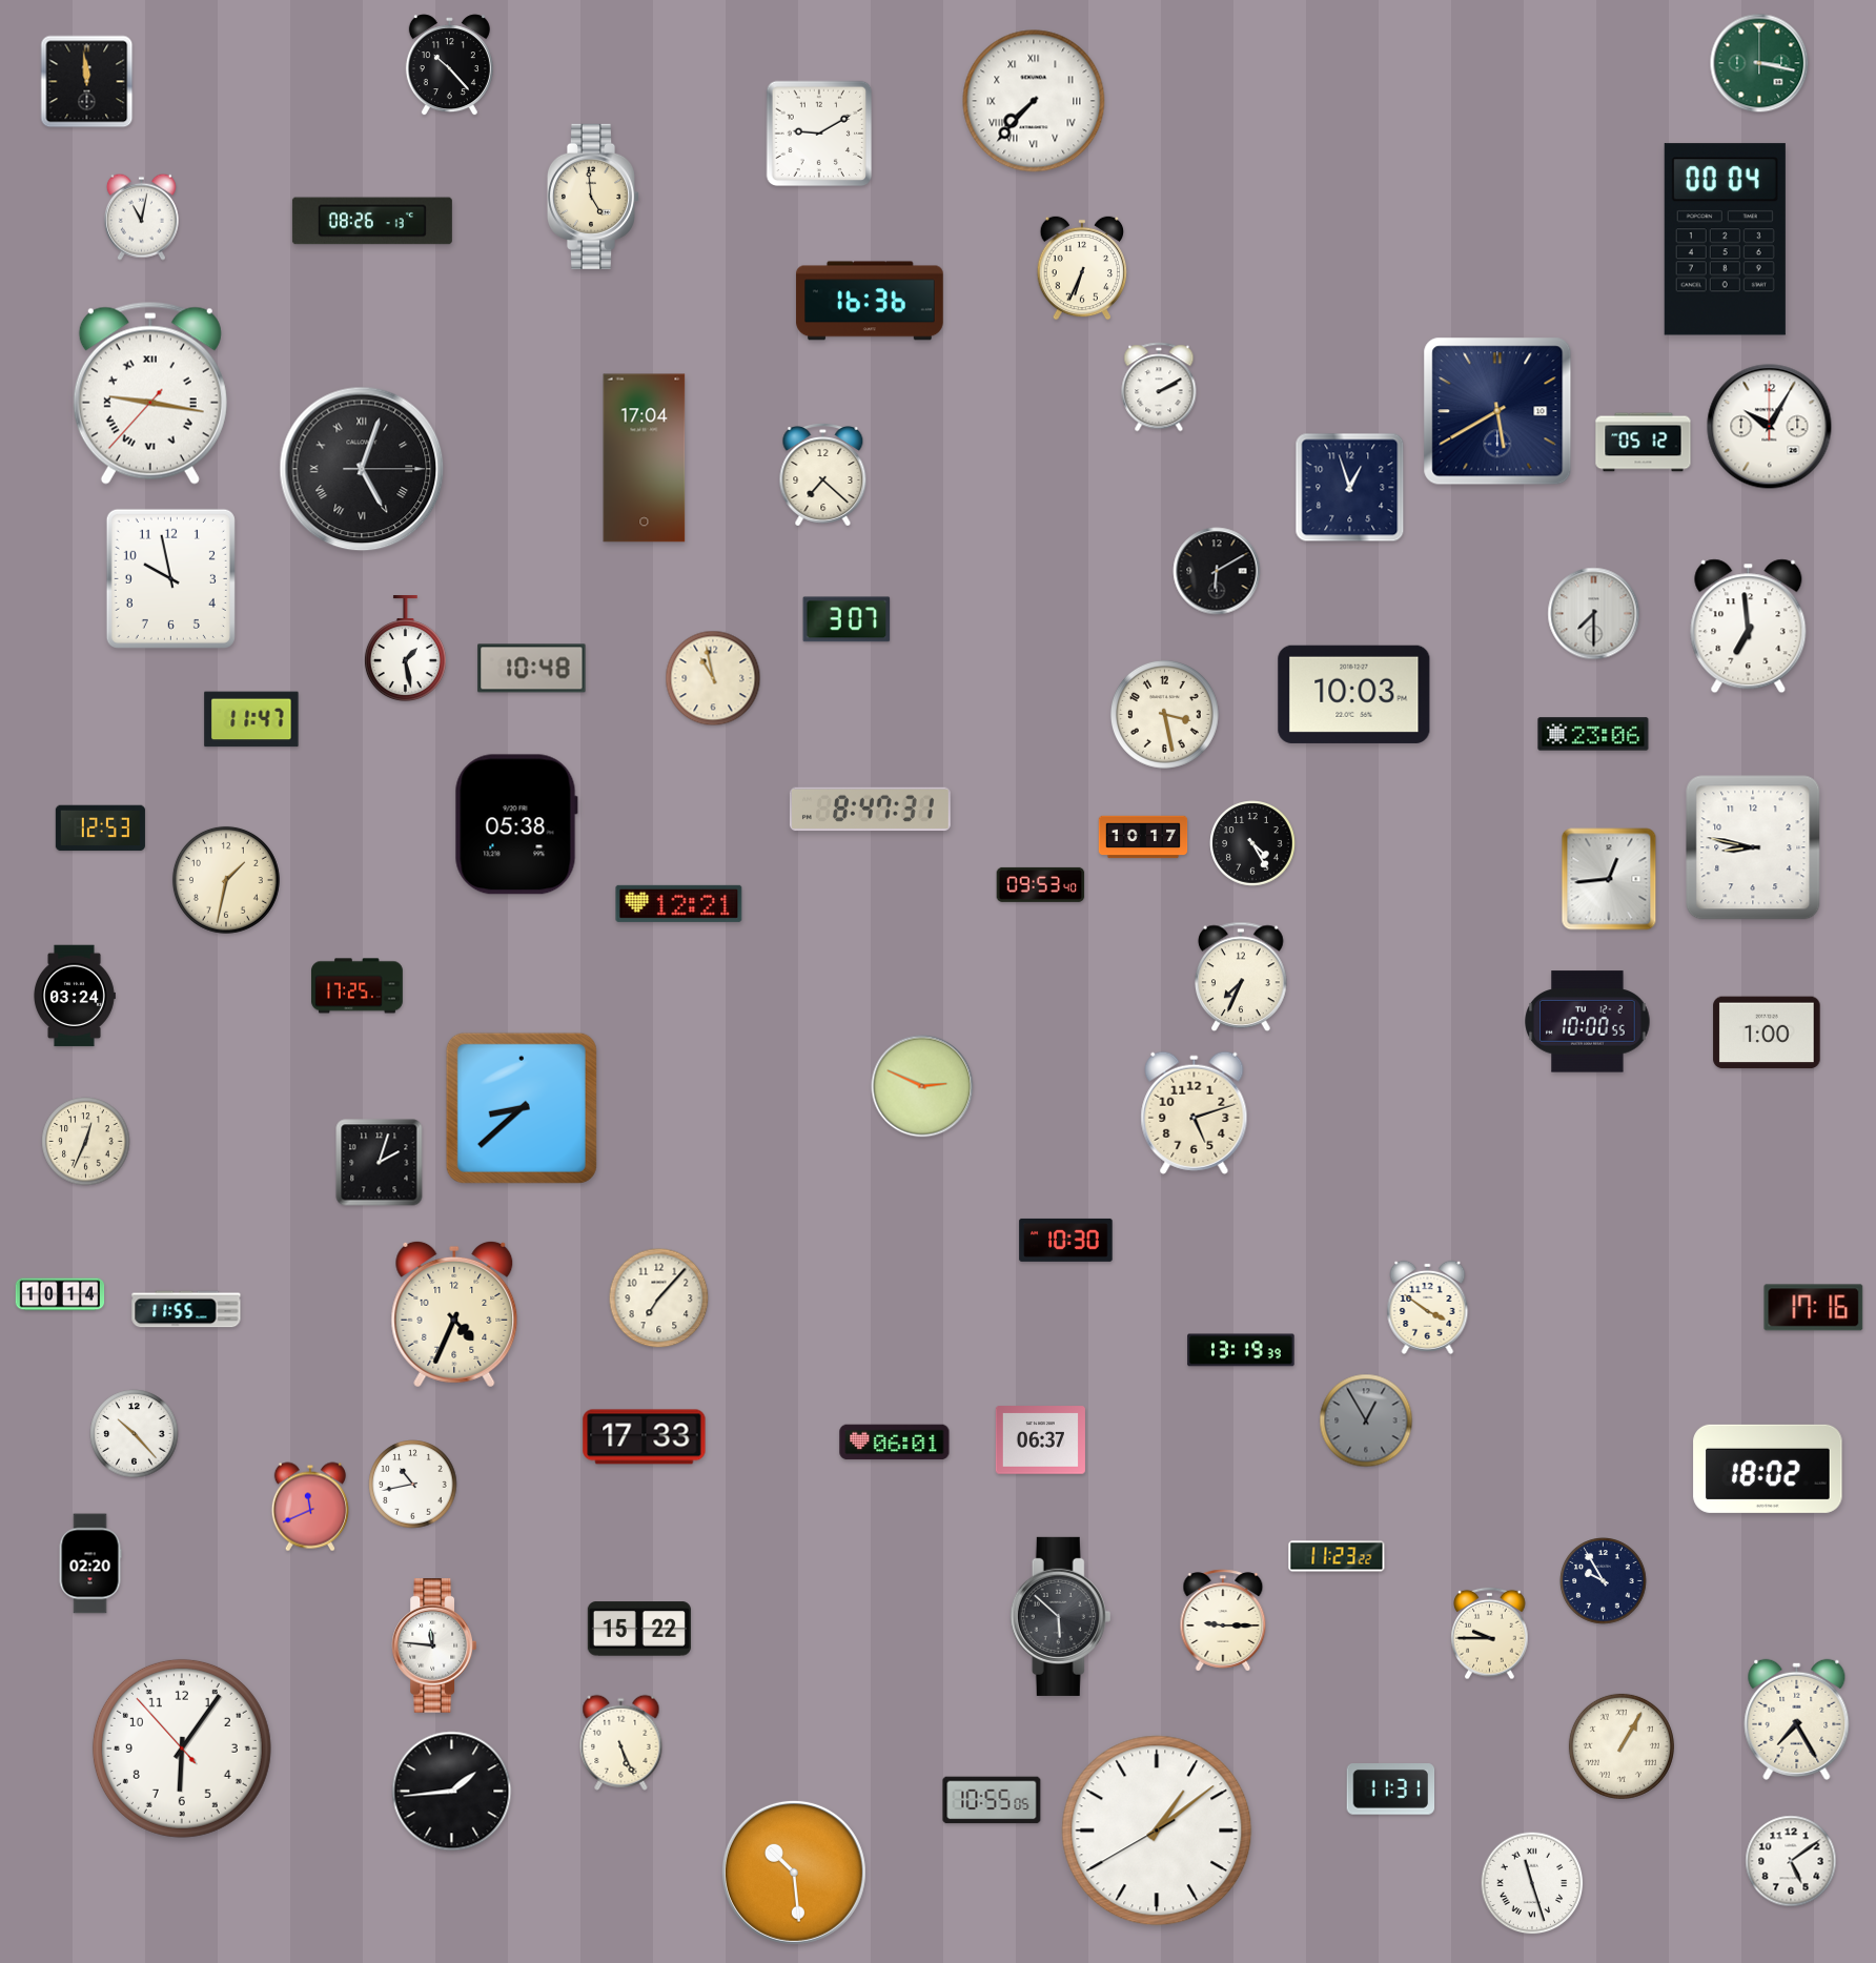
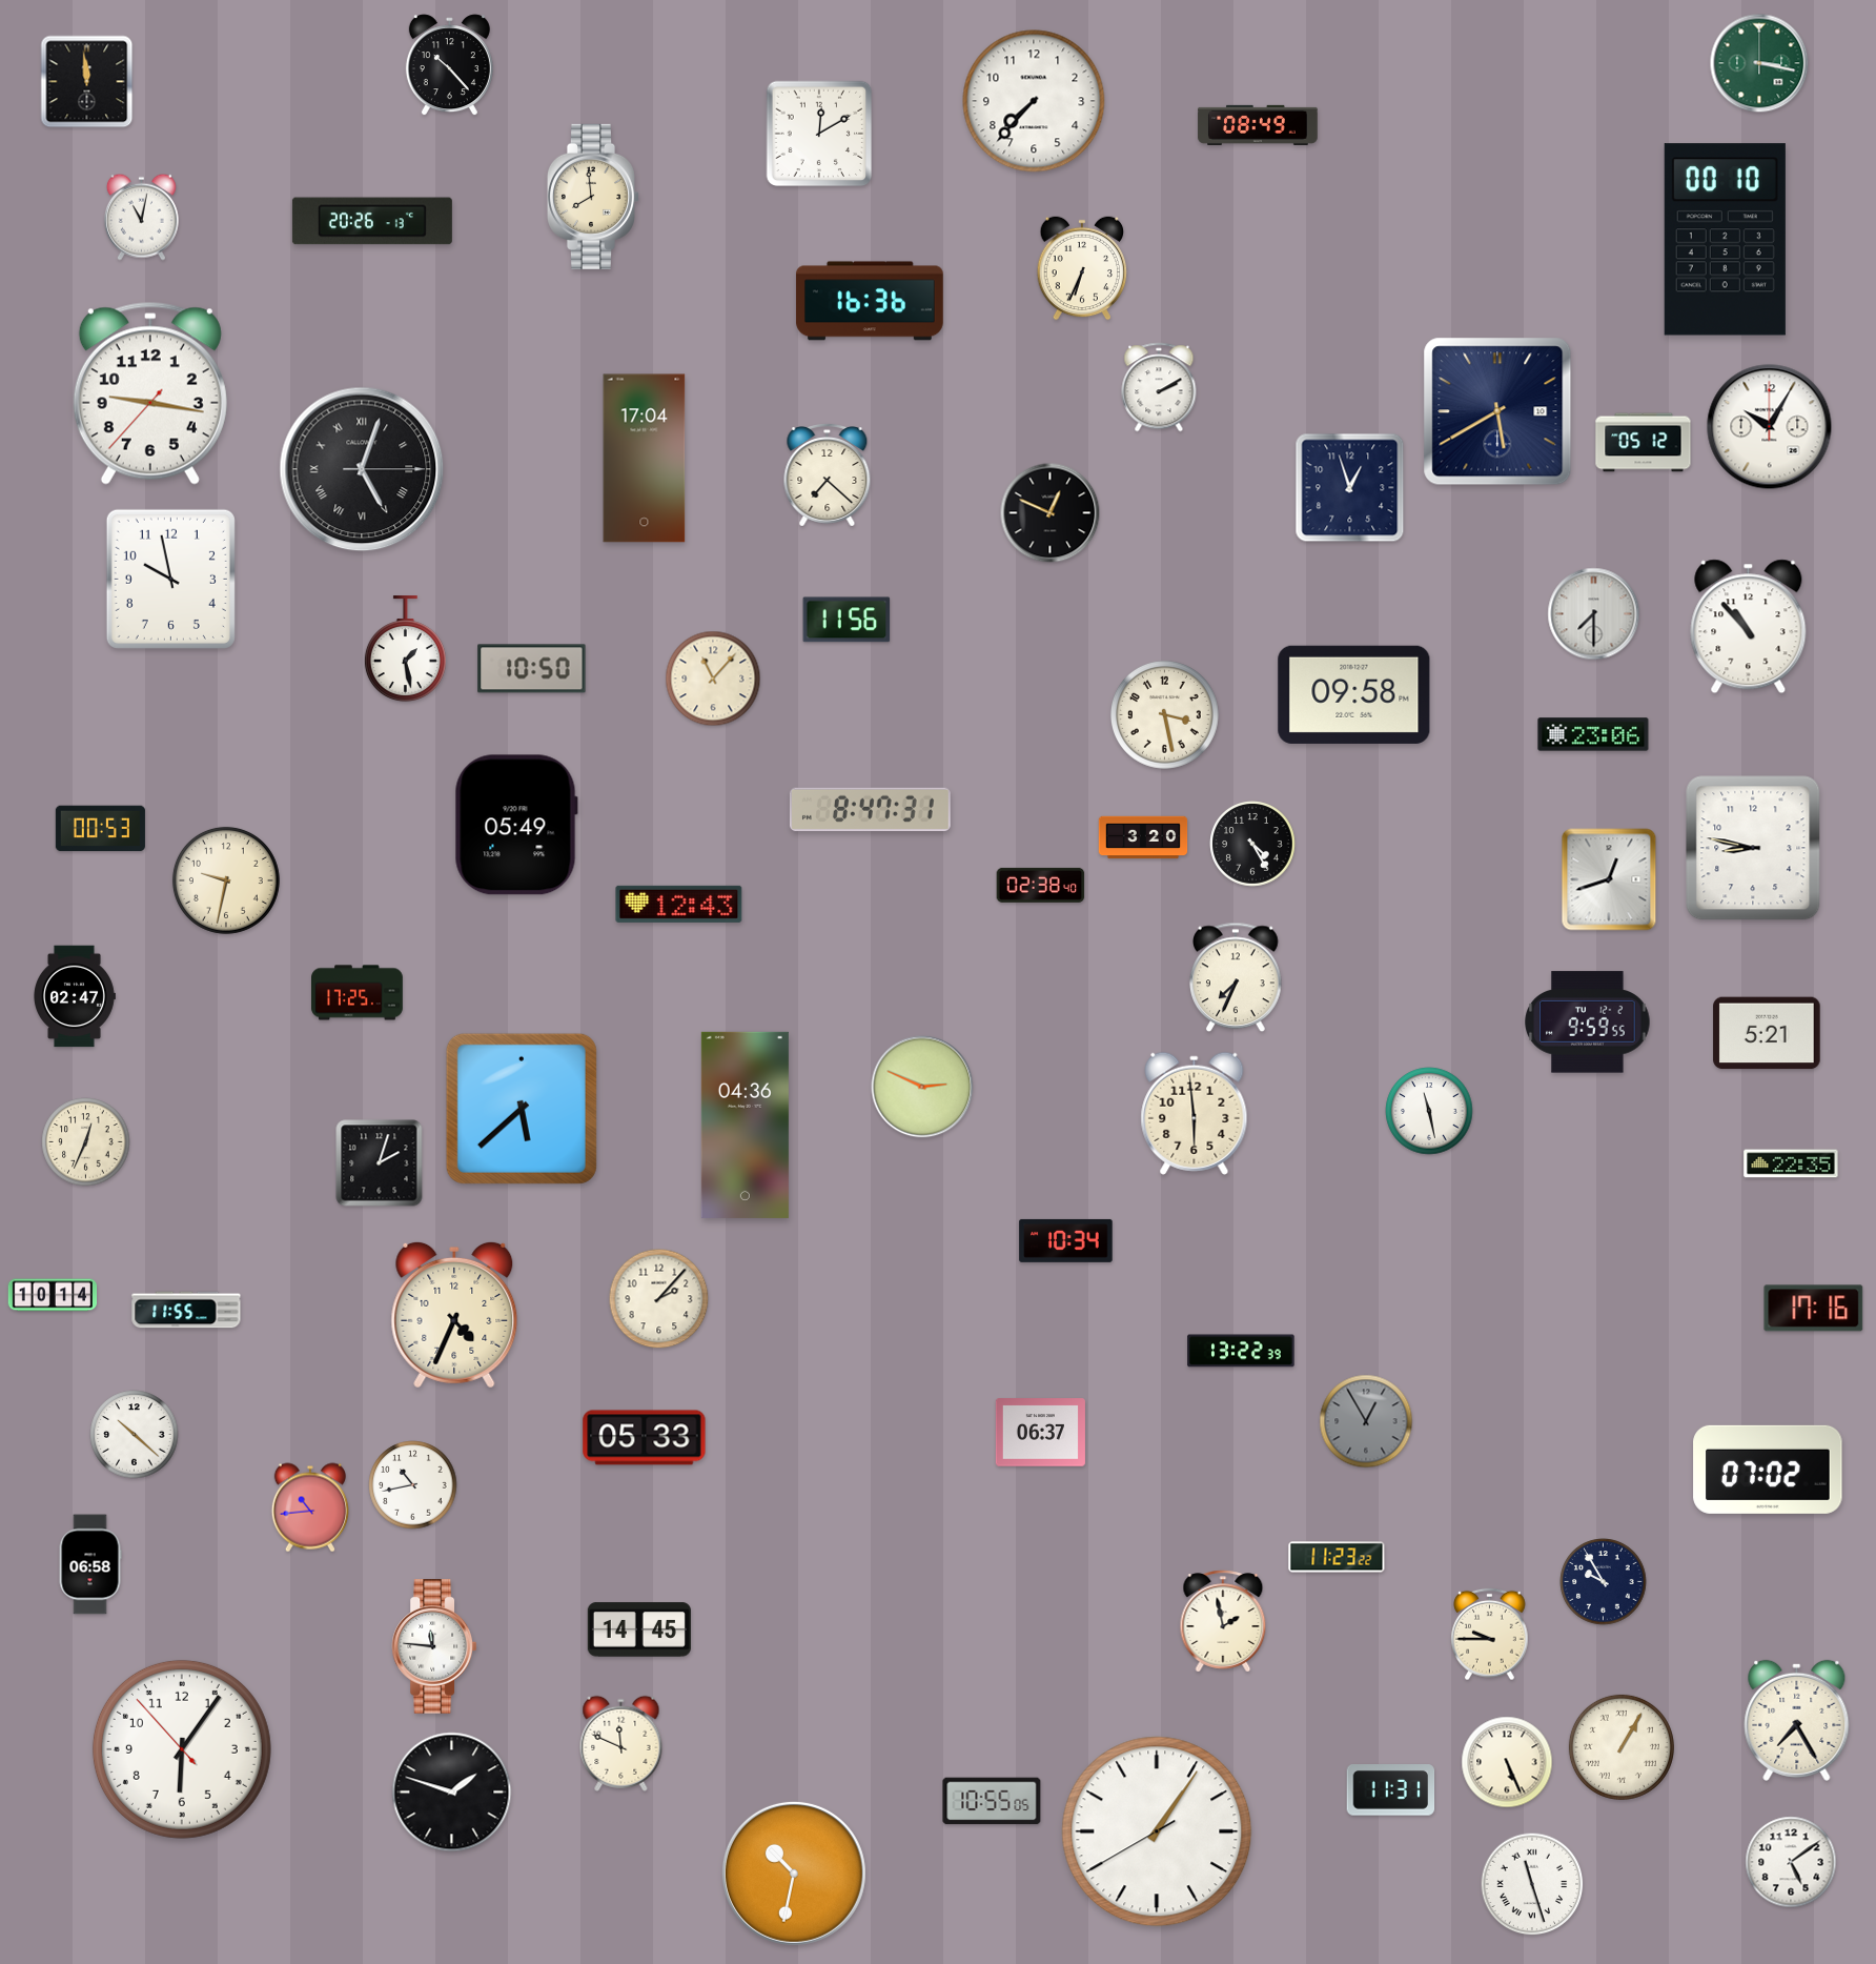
clock at (1034, 101) numerals: Roman -> Arabic
clock at (1258, 125): none -> 08:49
clock at (819, 134): 9:10 -> 12:10
clock at (592, 197): 4:59 -> 7:59
clock at (372, 221): 08:26 -> 20:26
clock at (1725, 240): 00:04 -> 00:10
clock at (150, 393) numerals: Roman -> Arabic
clock at (823, 475) position: (823, 475) -> (828, 475)
clock at (1051, 513): none -> 12:49
clock at (1217, 571): 6:10 -> none
clock at (847, 619): 3:07 -> 11:56
clock at (1749, 627): 6:59 -> 10:53
clock at (532, 669): 10:48 -> 10:50
clock at (713, 678): 10:58 -> 11:07
clock at (1354, 694): 10:03 -> 09:58
clock at (251, 719): 11:47 -> none
clock at (516, 824): 05:38 -> 05:49
clock at (100, 829): 12:53 -> 00:53
clock at (1143, 837): 10:17 -> 3:20
clock at (1609, 879): 12:44 -> 12:42
clock at (226, 880): 1:32 -> 9:32
clock at (1041, 884): 09:53 -> 02:38
clock at (679, 903): 12:21 -> 12:43
clock at (1242, 977) position: (1242, 977) -> (1237, 977)
clock at (358, 986) position: (358, 986) -> (358, 993)
clock at (75, 996): 03:24 -> 02:47
clock at (1588, 1022): 10:00 -> 9:59
clock at (1767, 1032): 1:00 -> 5:21
clock at (522, 1108): 8:38 -> 5:38
clock at (1429, 1111): none -> 11:28
clock at (1195, 1112): 5:12 -> 5:59
clock at (745, 1125): none -> 04:36
clock at (1791, 1163): none -> 22:35
clock at (1066, 1240): 10:30 -> 10:34
clock at (60, 1294) position: (60, 1294) -> (53, 1295)
clock at (659, 1299): 7:07 -> 2:07
clock at (1428, 1307): 3:51 -> none
clock at (1241, 1350): 13:19 -> 13:22
clock at (135, 1434): 10:23 -> 10:22
clock at (645, 1437): 17:33 -> 05:33
clock at (1040, 1440) position: (1040, 1440) -> (1040, 1433)
clock at (895, 1443): 06:01 -> none
clock at (1768, 1469): 18:02 -> 07:02
clock at (309, 1507): 11:41 -> 10:44
clock at (90, 1563): 02:20 -> 06:58
clock at (1061, 1616): 5:52 -> none
clock at (1223, 1620): 9:15 -> 1:58
clock at (639, 1629): 15:22 -> 14:45
clock at (621, 1742): 5:26 -> 11:49
clock at (1507, 1762): none -> 5:26
clock at (452, 1792): 1:44 -> 1:48
clock at (1157, 1831): 1:08 -> 1:05
clock at (794, 1873): 10:29 -> 10:32
